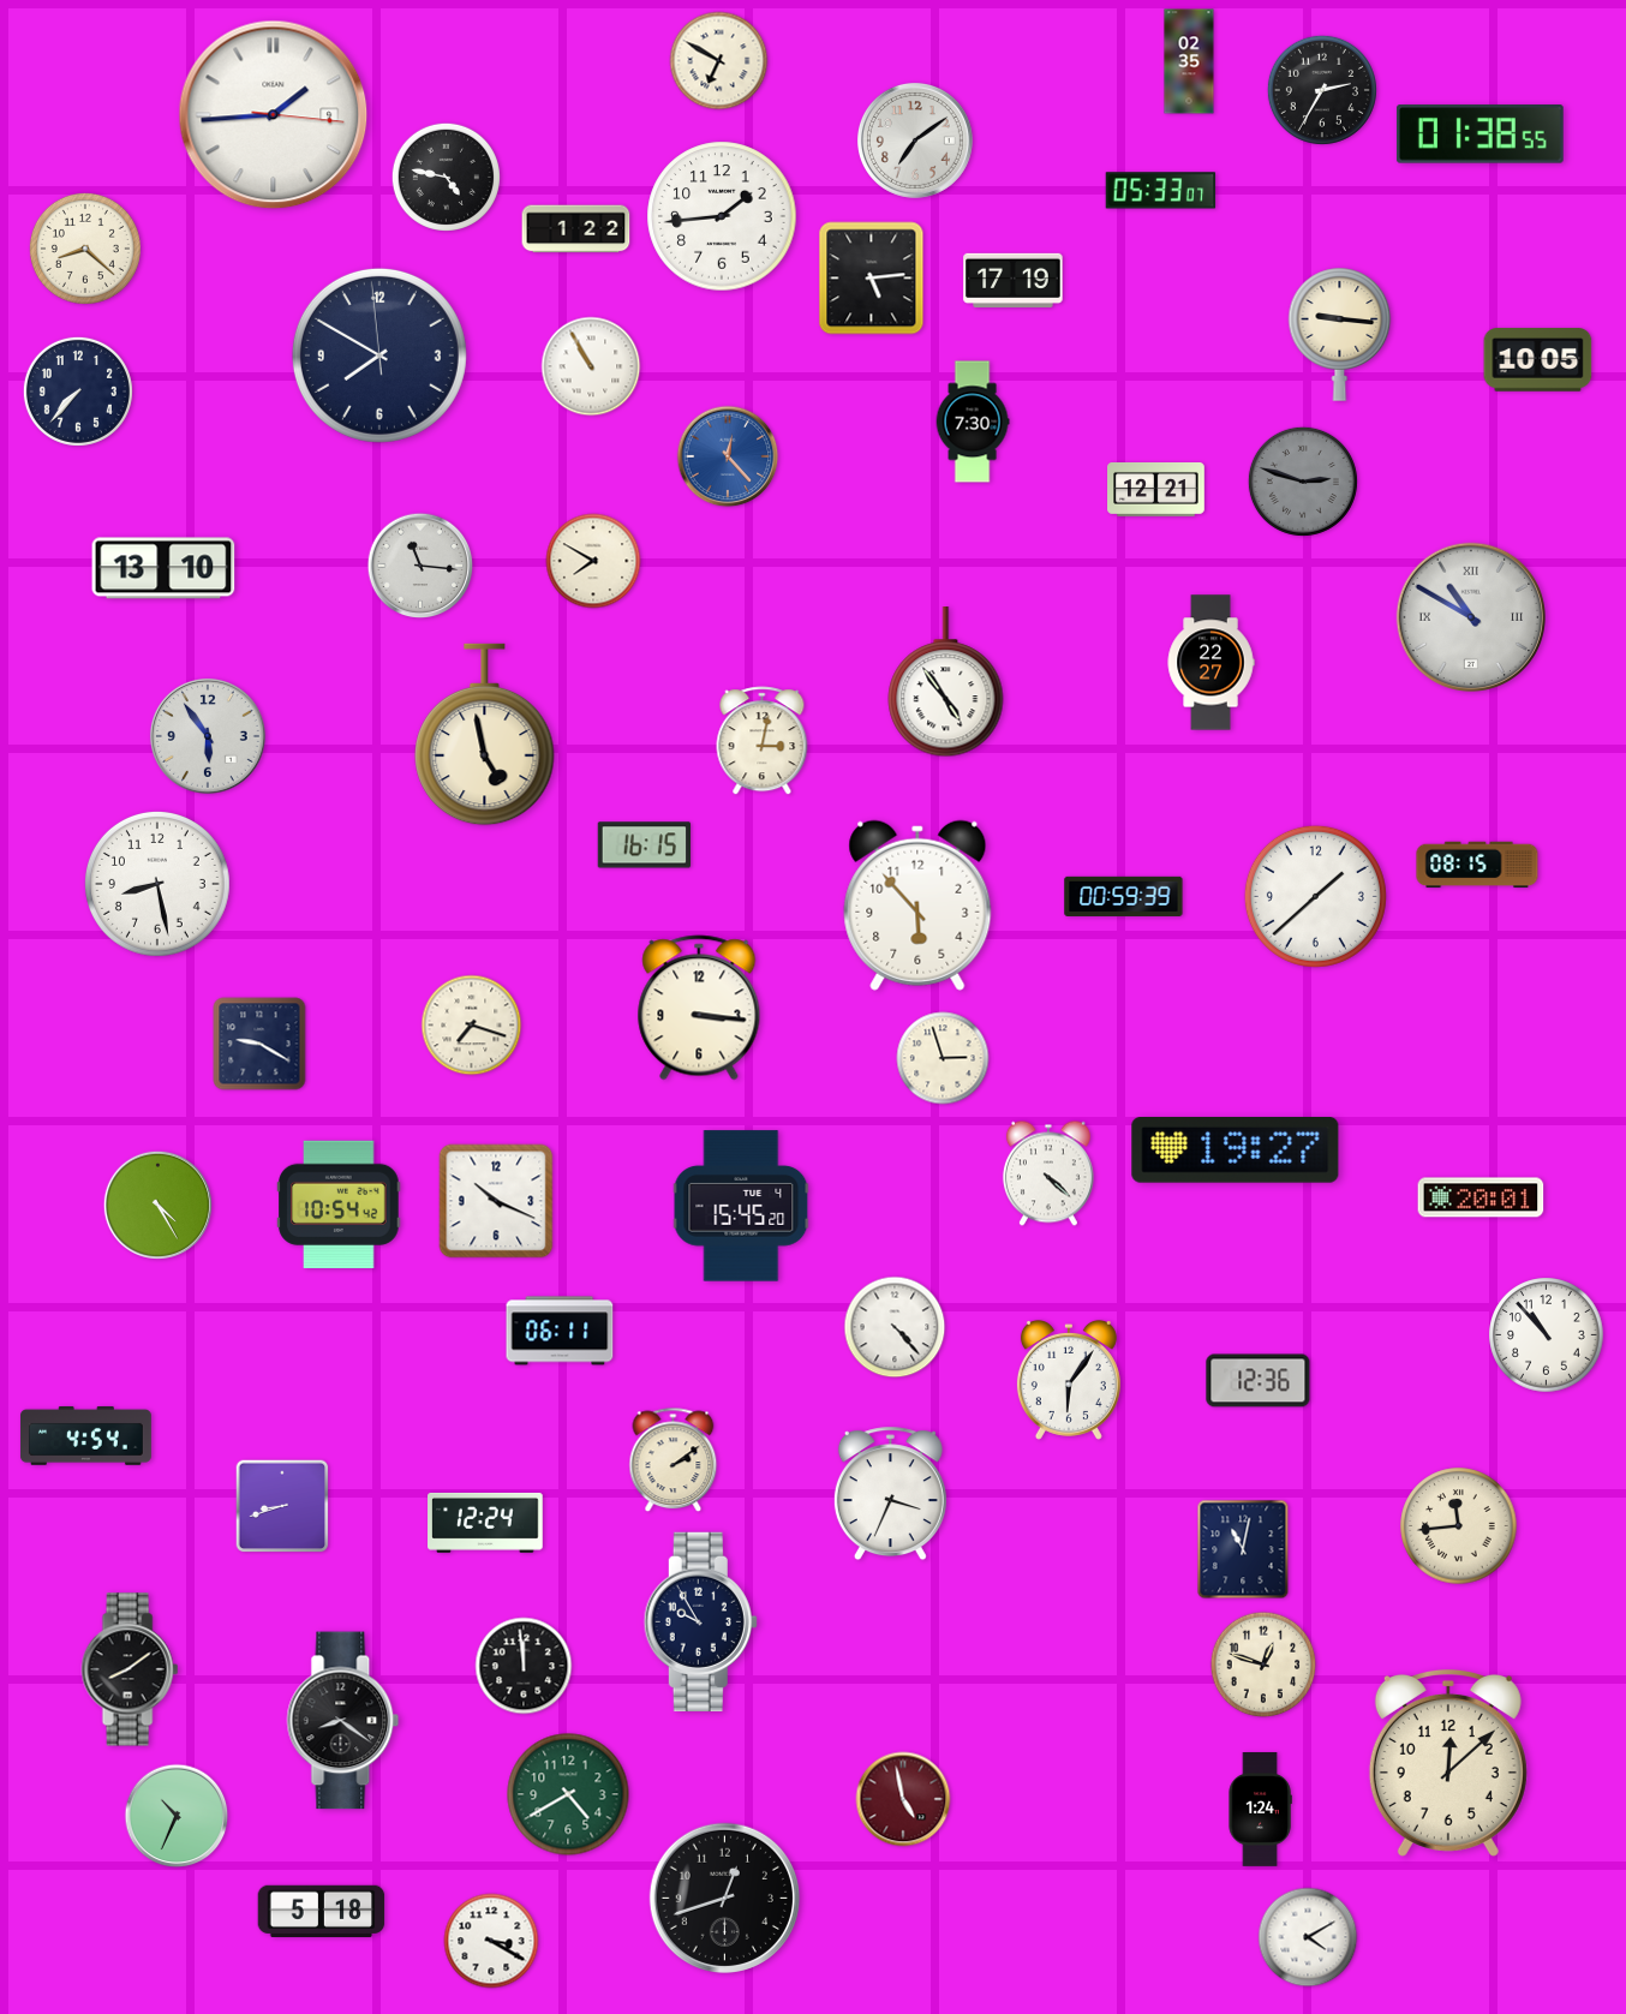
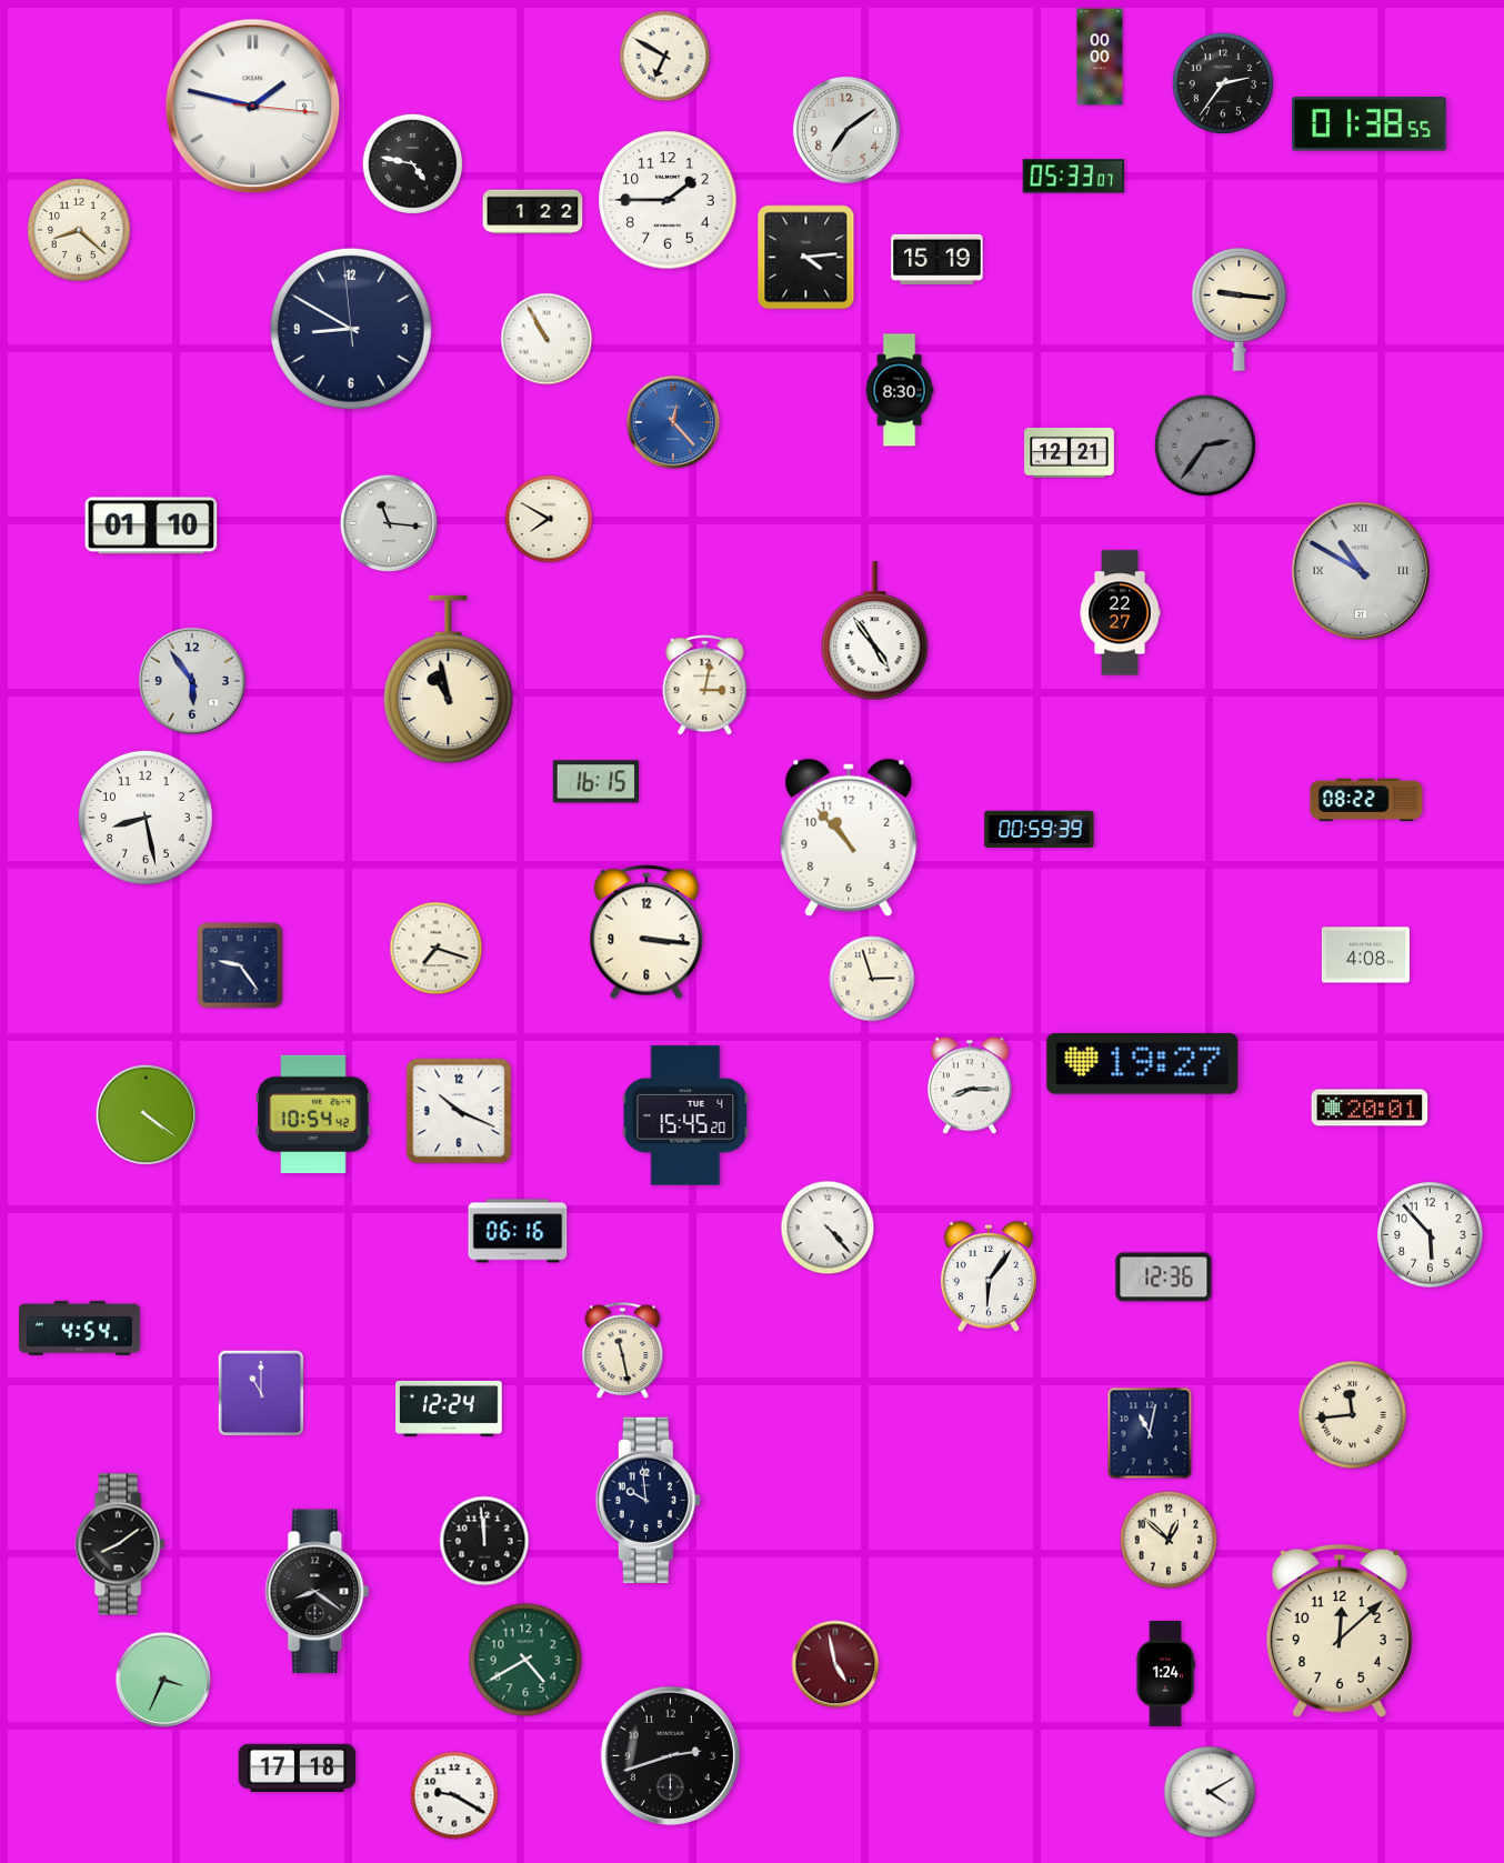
clock at (1189, 61): 02:35 -> 00:00
clock at (1322, 90): 2:35 -> 2:36
clock at (274, 115): 1:44 -> 1:47
clock at (722, 216): 1:44 -> 1:45
clock at (872, 279): 5:14 -> 4:14
clock at (1014, 280): 17:19 -> 15:19
clock at (379, 355): 7:49 -> 8:49
clock at (1538, 360): 10:05 -> none
clock at (78, 392): 7:37 -> none
clock at (973, 422): 7:30 -> 8:30
clock at (1303, 482): 2:48 -> 2:36
clock at (163, 568): 13:10 -> 01:10
clock at (485, 735): 4:58 -> 10:58
clock at (1477, 865): 08:15 -> 08:22
clock at (1315, 896): 1:38 -> none
clock at (917, 906): 5:53 -> 10:53
clock at (1365, 955): none -> 4:08
clock at (259, 1044): 9:20 -> 9:24
clock at (1048, 1173): 4:22 -> 8:15
clock at (157, 1205): 4:25 -> 4:21
clock at (560, 1331): 06:11 -> 06:16
clock at (1547, 1335): 10:53 -> 5:53
clock at (674, 1460): 2:09 -> 11:28
clock at (890, 1494): 3:34 -> none
clock at (282, 1506): 8:42 -> 11:00
clock at (1459, 1526) position: (1459, 1526) -> (1353, 1415)
clock at (700, 1621): 9:55 -> 9:59
clock at (1263, 1665): 12:48 -> 12:52
clock at (177, 1816): 10:34 -> 3:34
clock at (724, 1898): 12:42 -> 2:42
clock at (322, 1911): 5:18 -> 17:18
clock at (491, 1941): 3:20 -> 9:20
